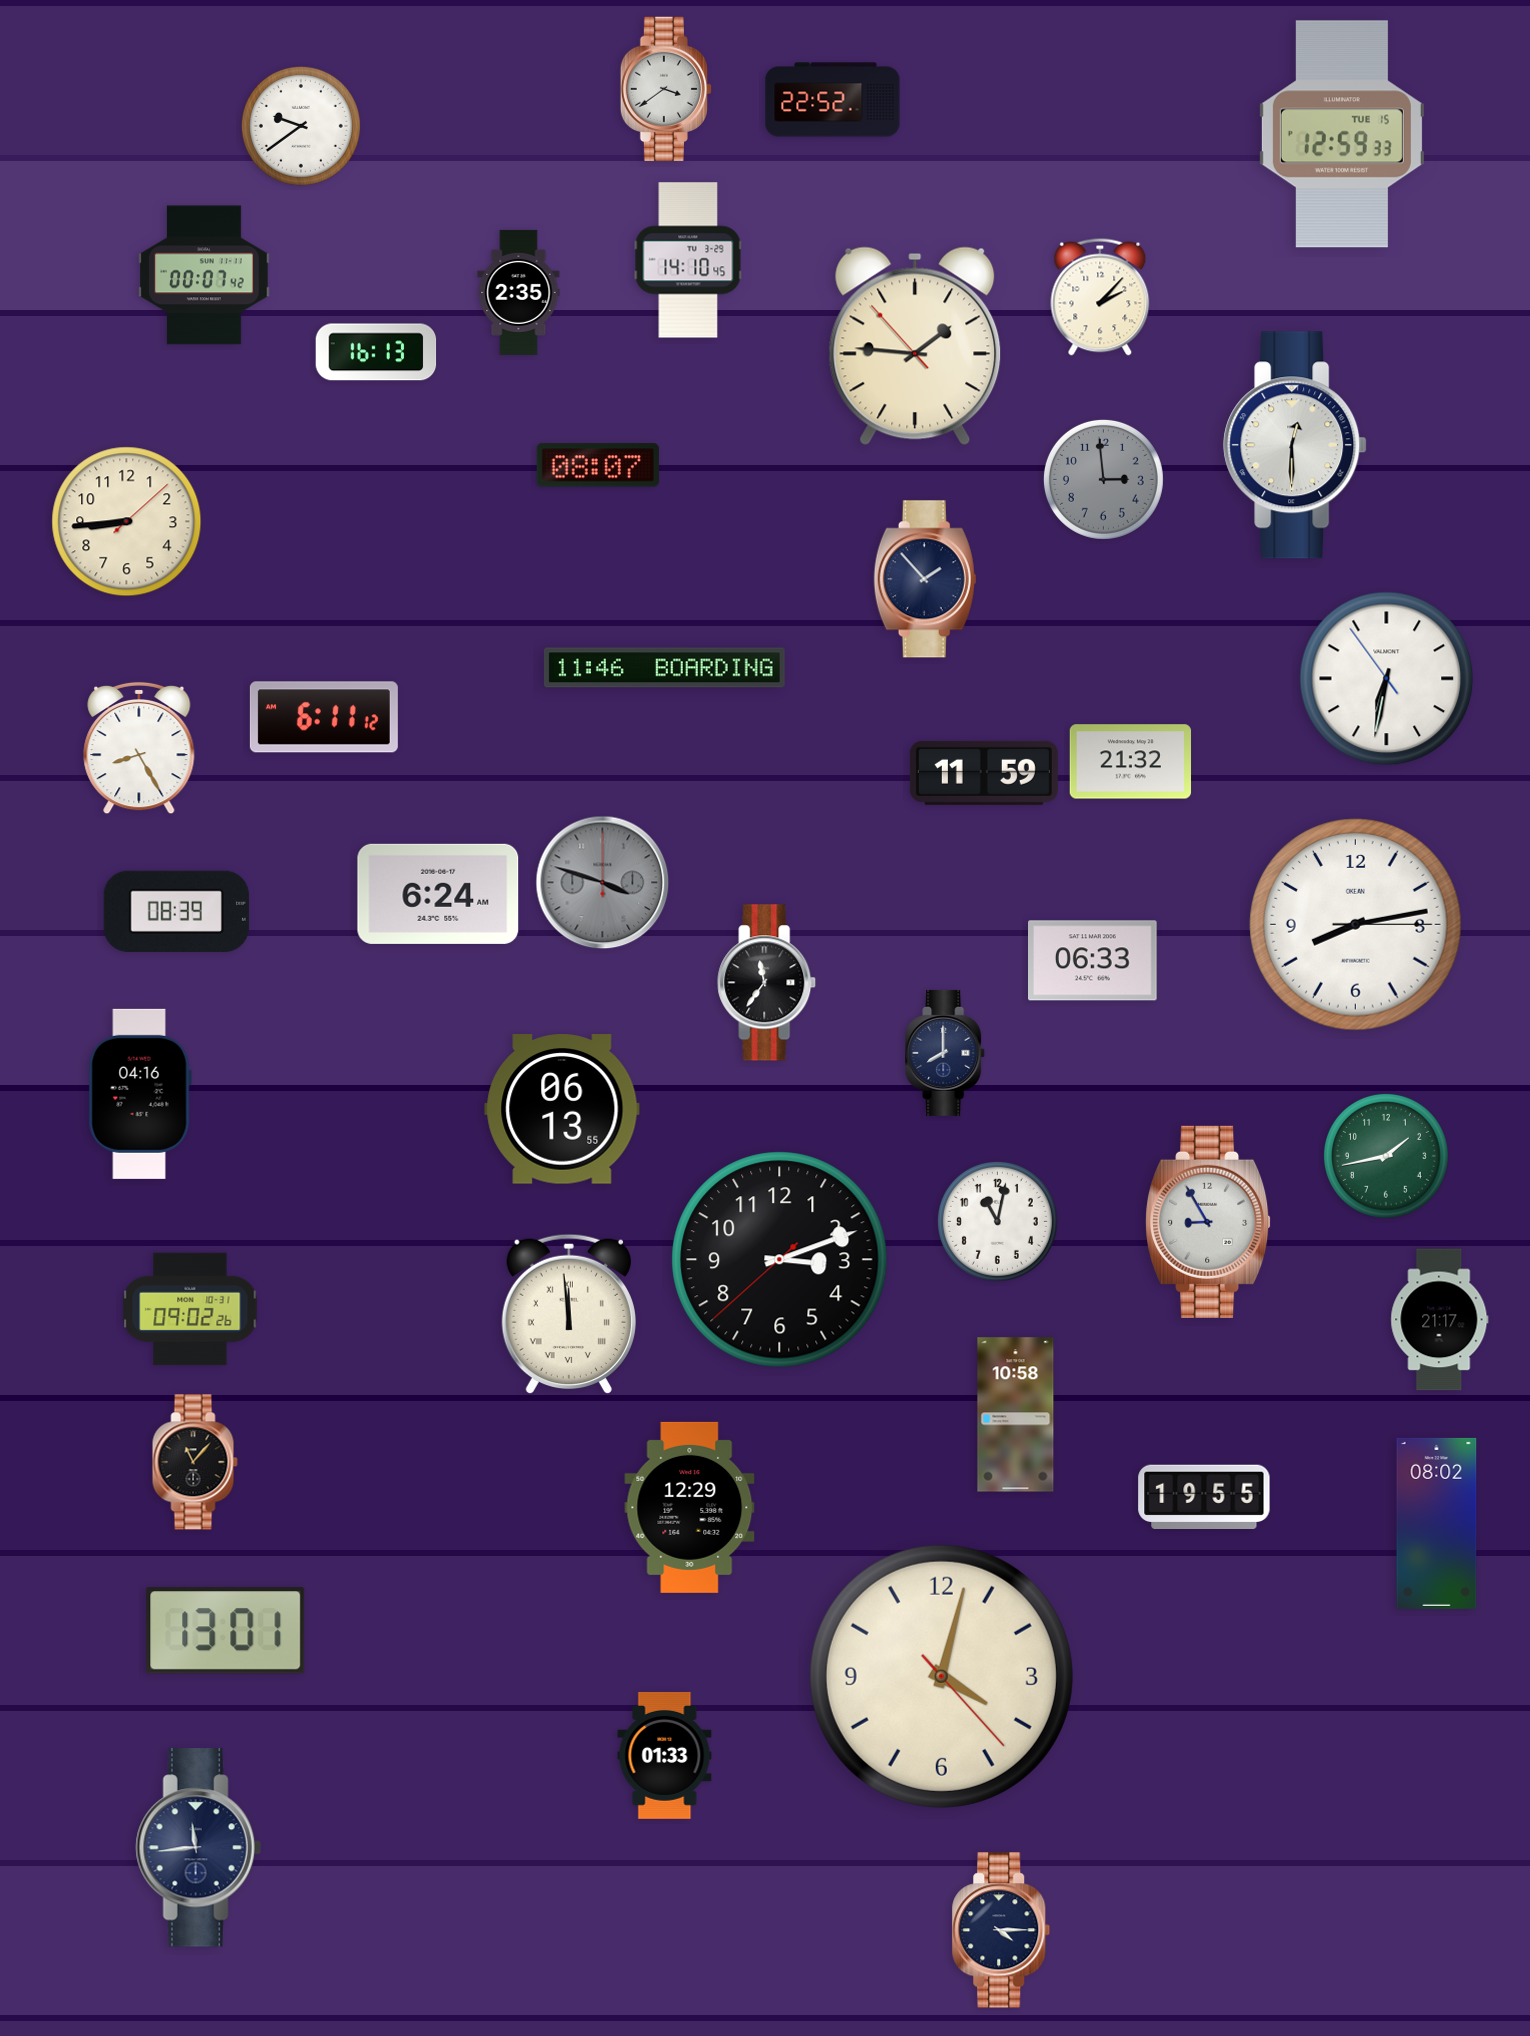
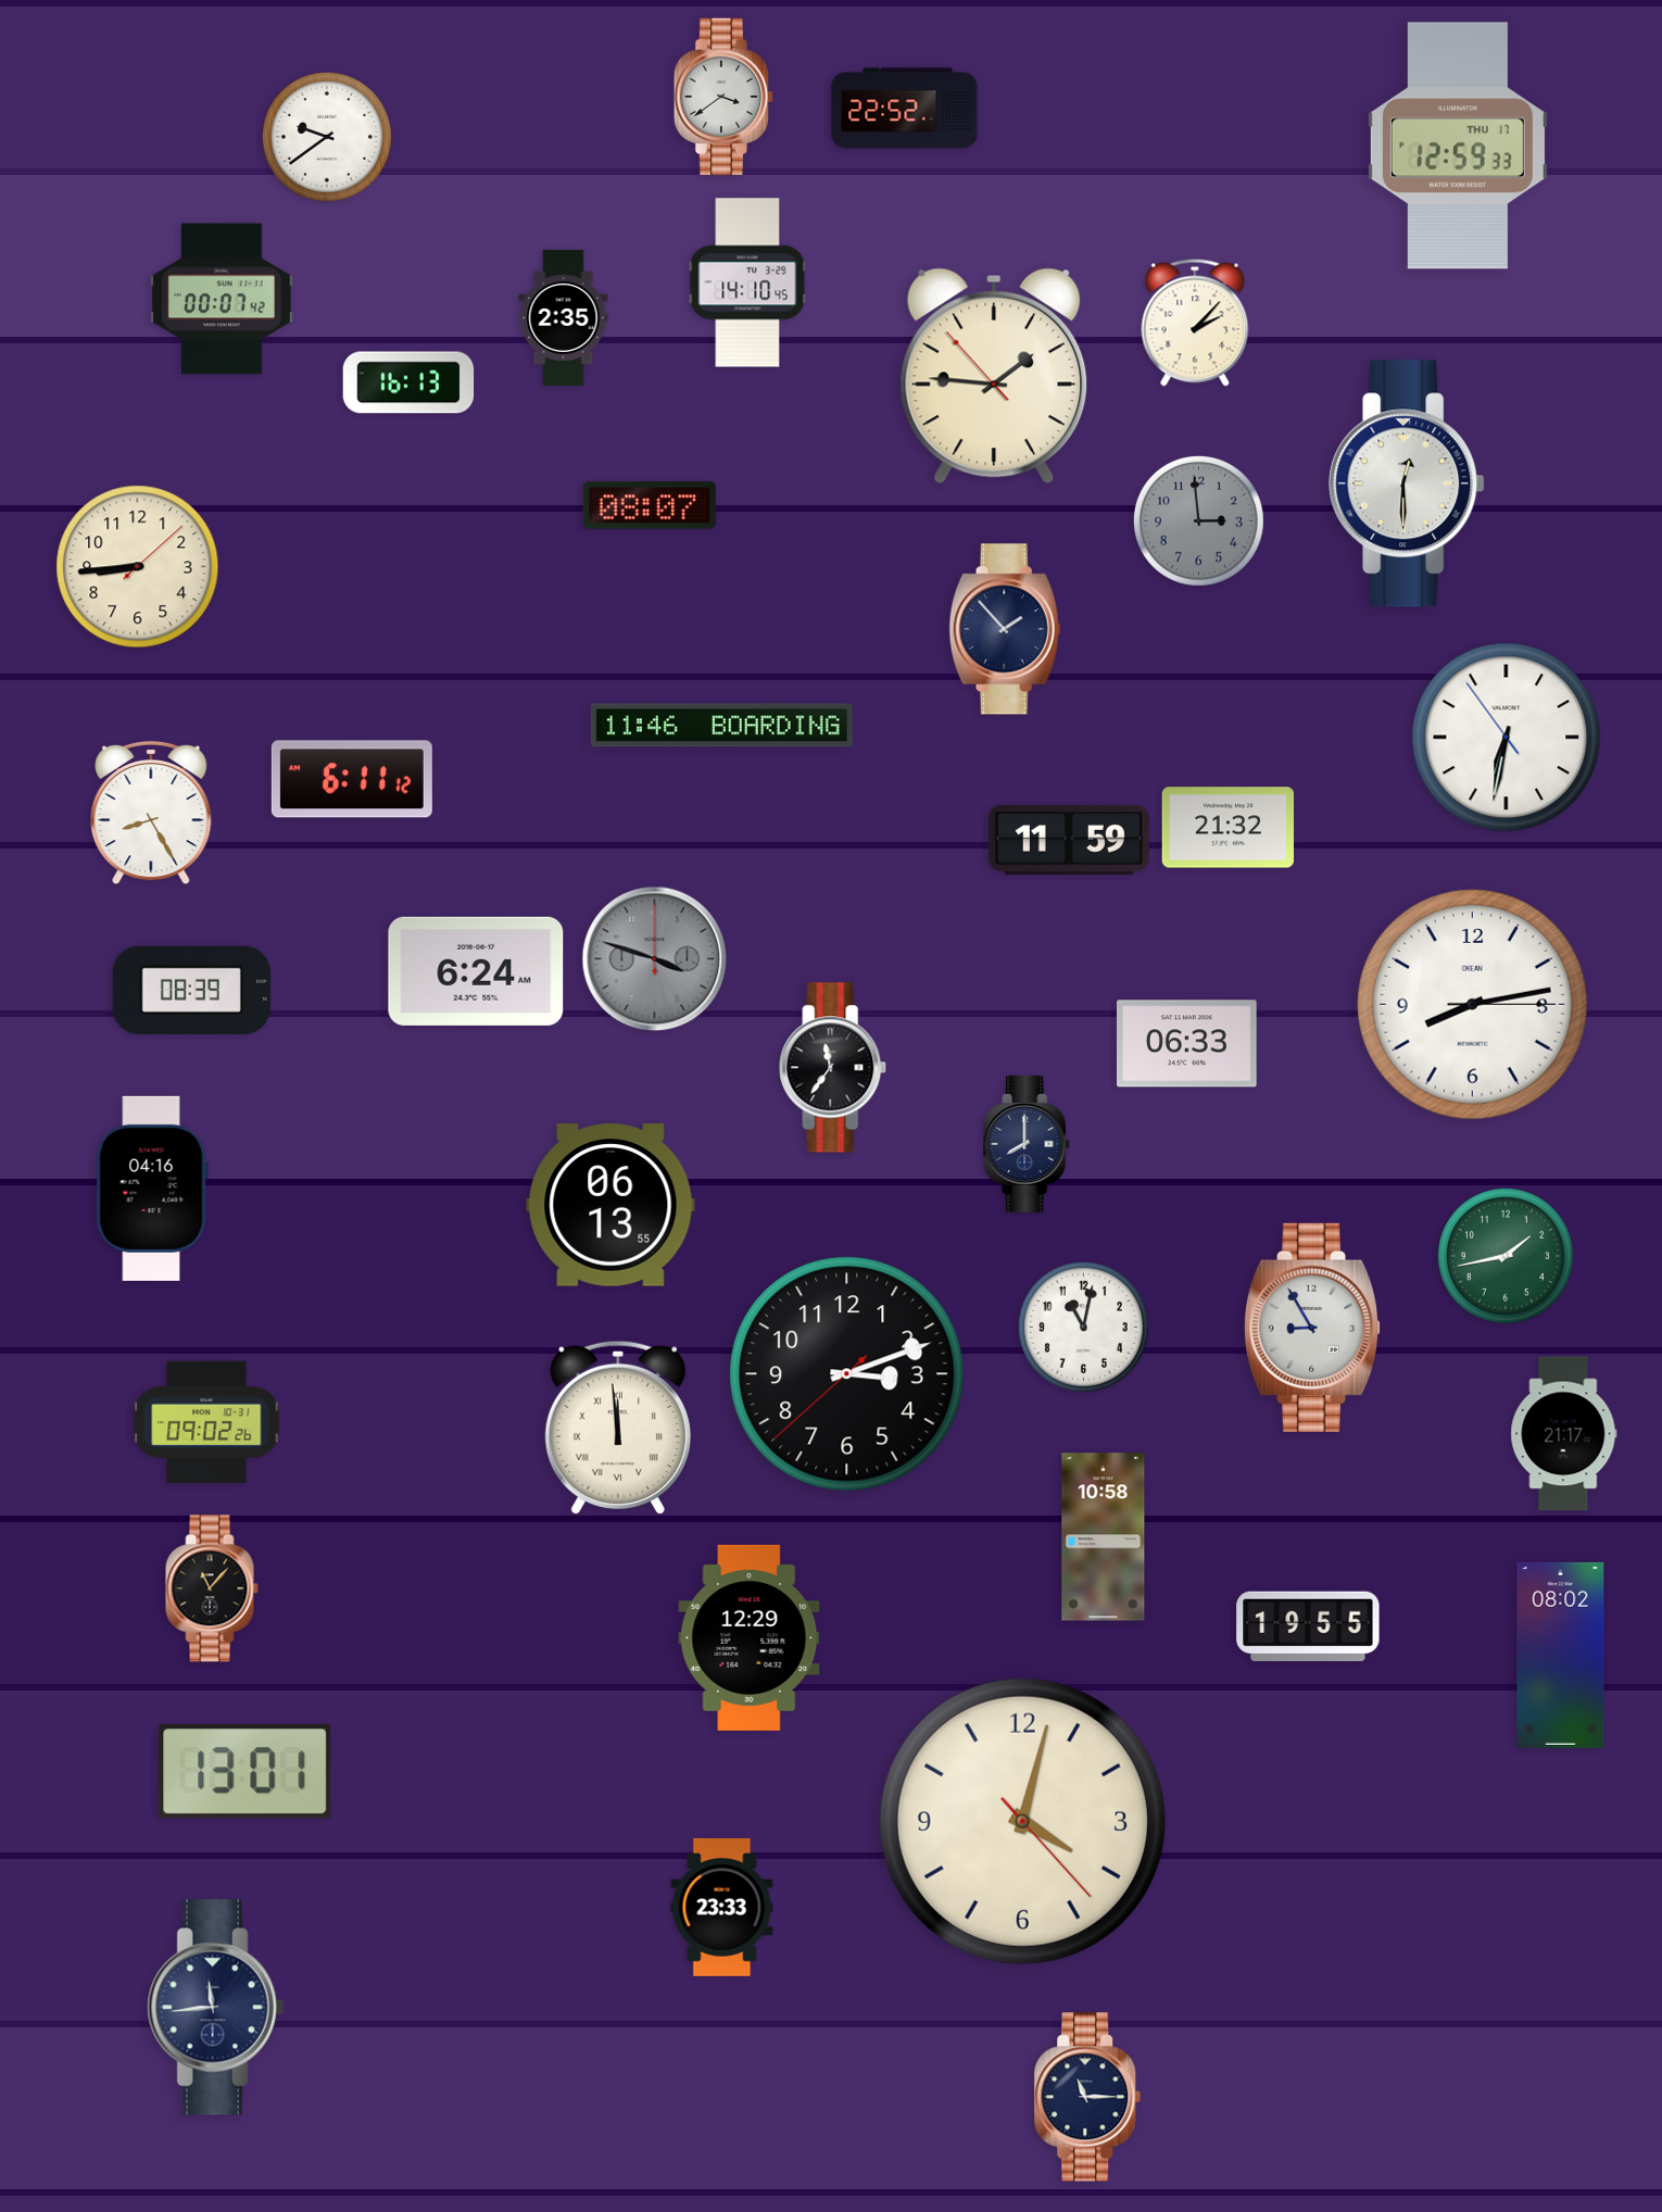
clock at (1342, 134) date: TUE 15 -> THU 17
clock at (780, 1260) position: (780, 1260) -> (847, 1374)
clock at (665, 1755): 01:33 -> 23:33
clock at (1001, 1930): 4:15 -> 11:15
